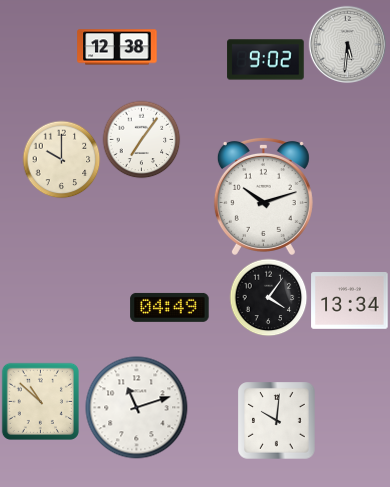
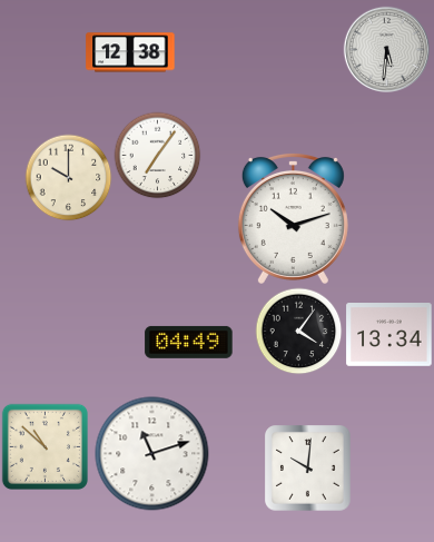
clock at (266, 60): 9:02 -> none
